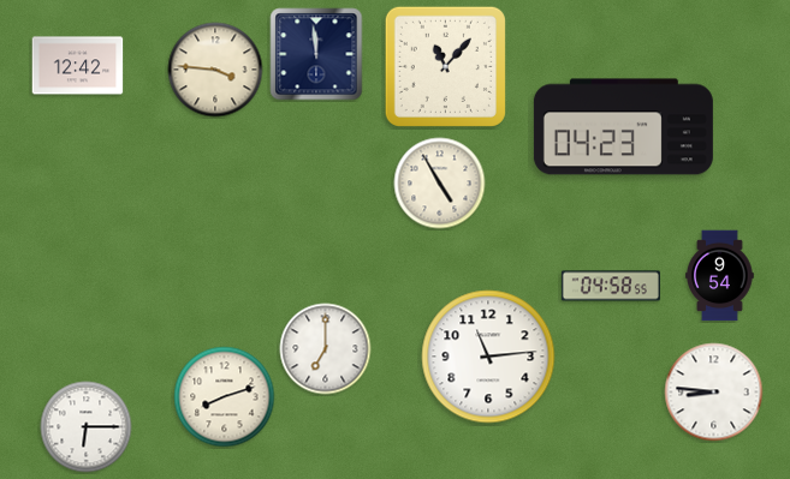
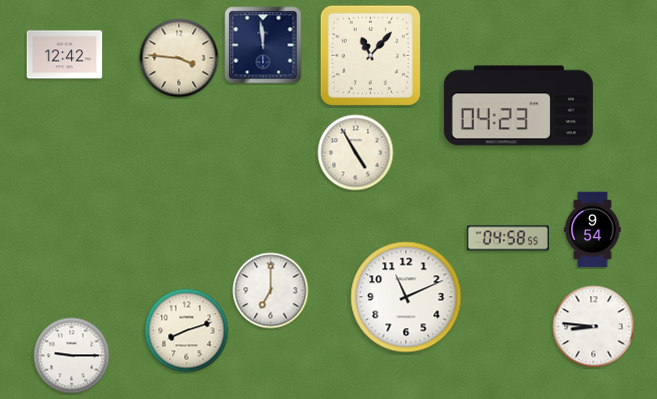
clock at (440, 184) position: (440, 184) -> (356, 153)
clock at (720, 276) position: (720, 276) -> (593, 230)
clock at (488, 357): 11:14 -> 11:11
clock at (87, 427): 6:15 -> 9:15
